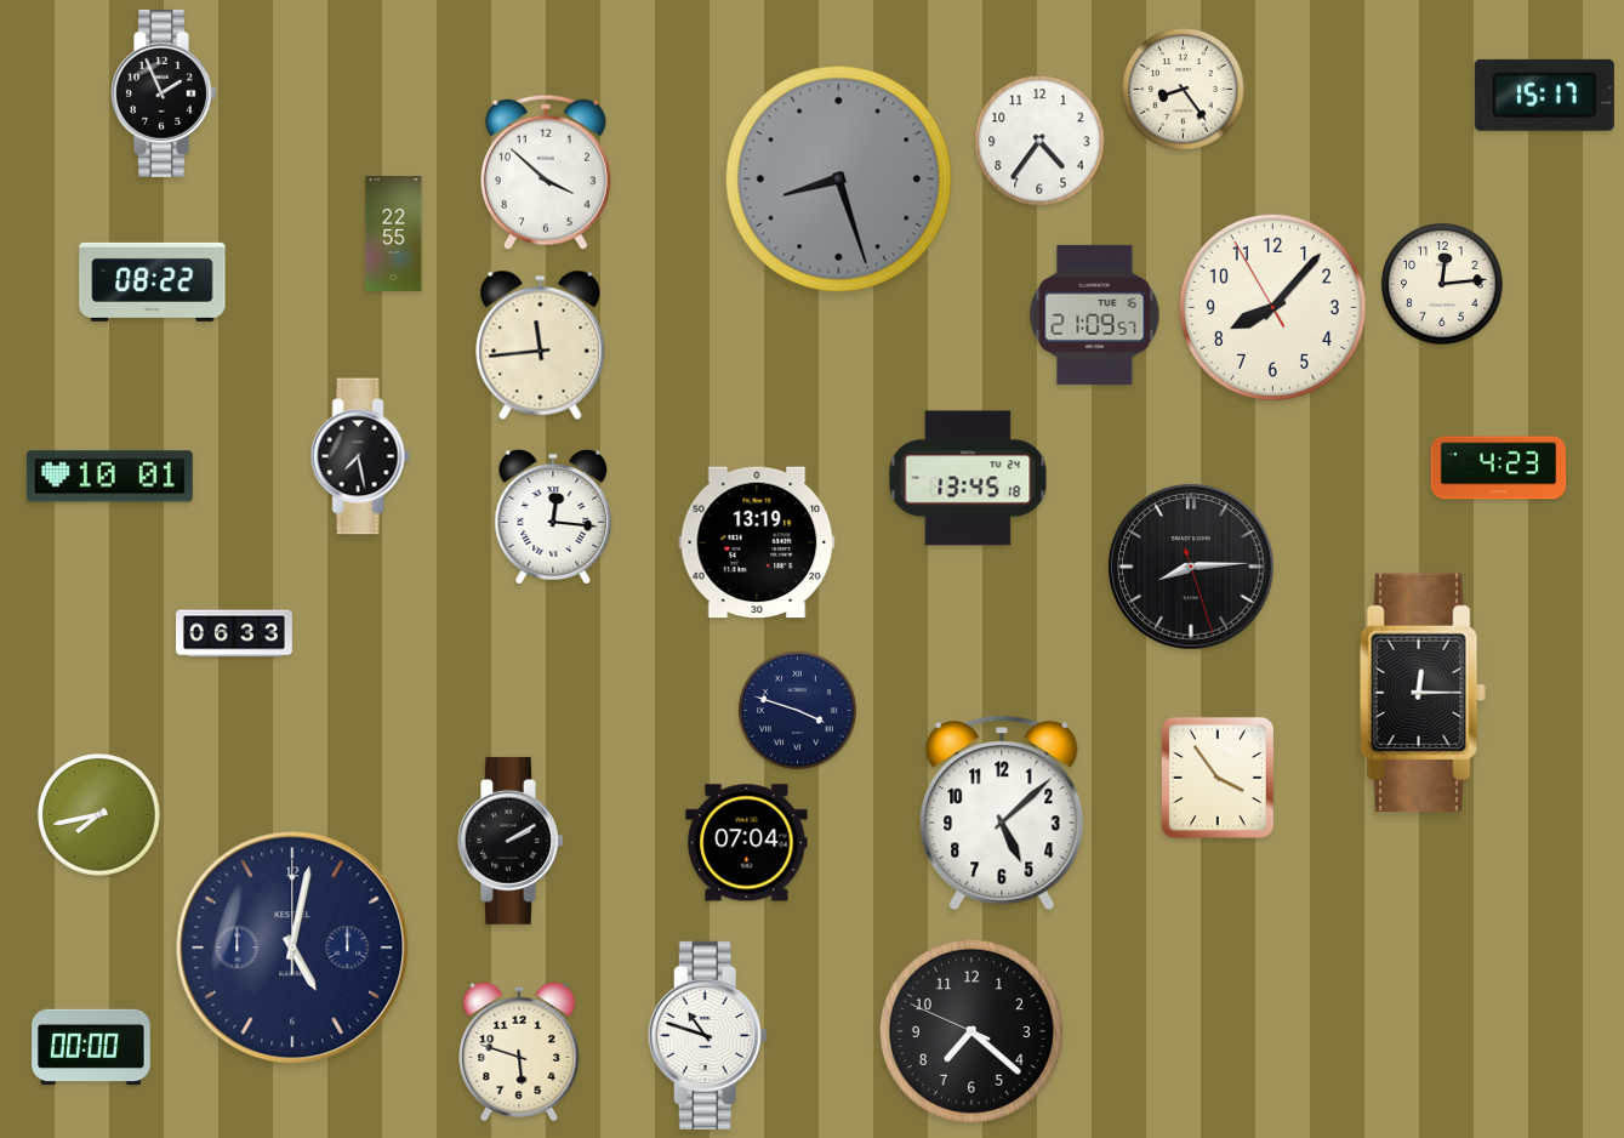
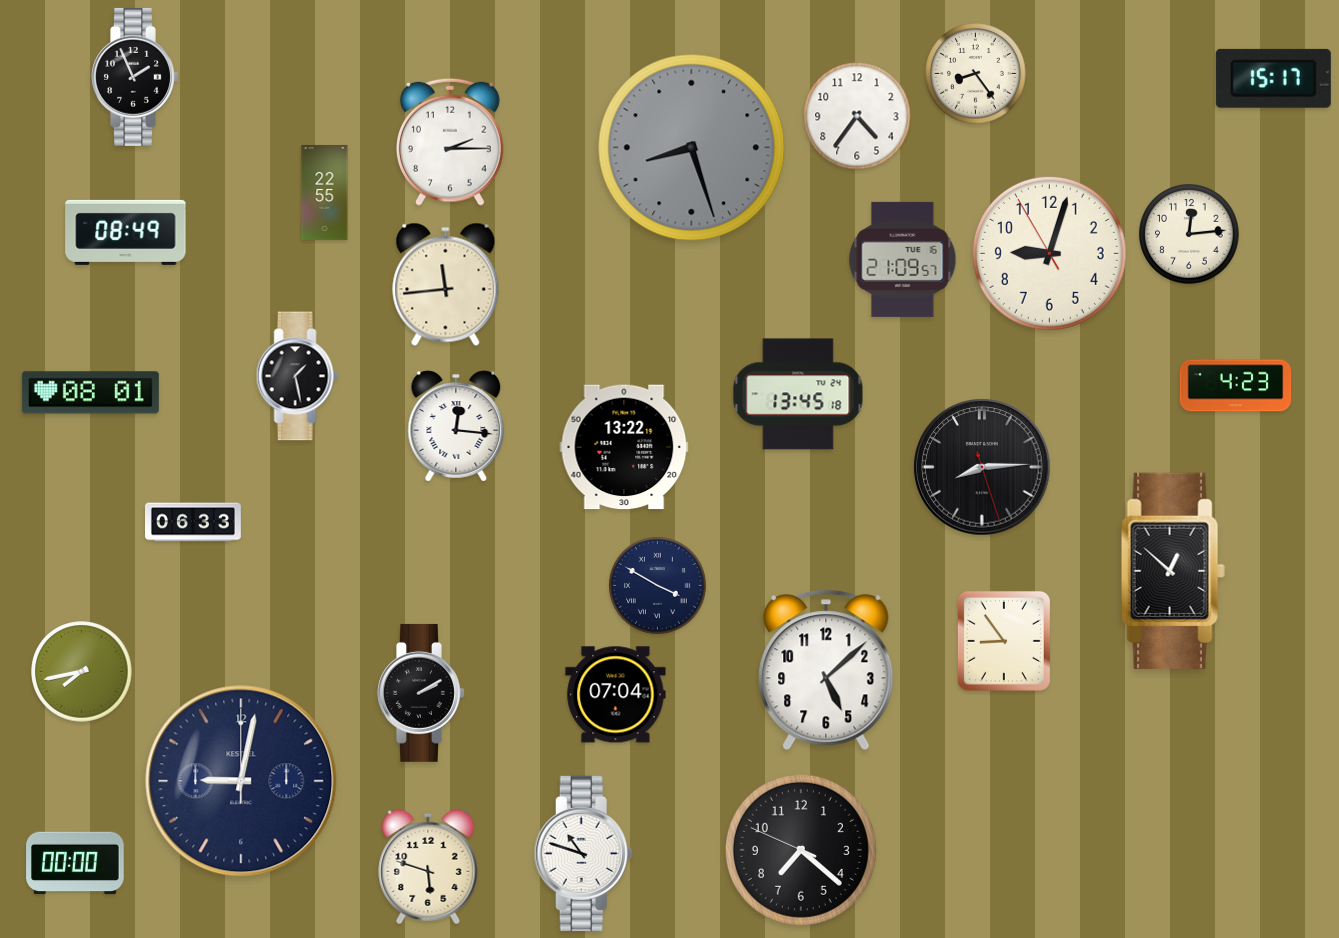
clock at (546, 172): 3:52 -> 2:15
clock at (153, 281): 08:22 -> 08:49
clock at (1272, 307): 8:06 -> 9:02
clock at (360, 456): 7:28 -> 1:28
clock at (109, 477): 10:01 -> 08:01
clock at (757, 542): 13:19 -> 13:22
clock at (1423, 693): 12:15 -> 12:52
clock at (798, 711): 3:48 -> 3:50
clock at (1218, 778): 3:54 -> 8:54
clock at (292, 948): 5:02 -> 9:02
